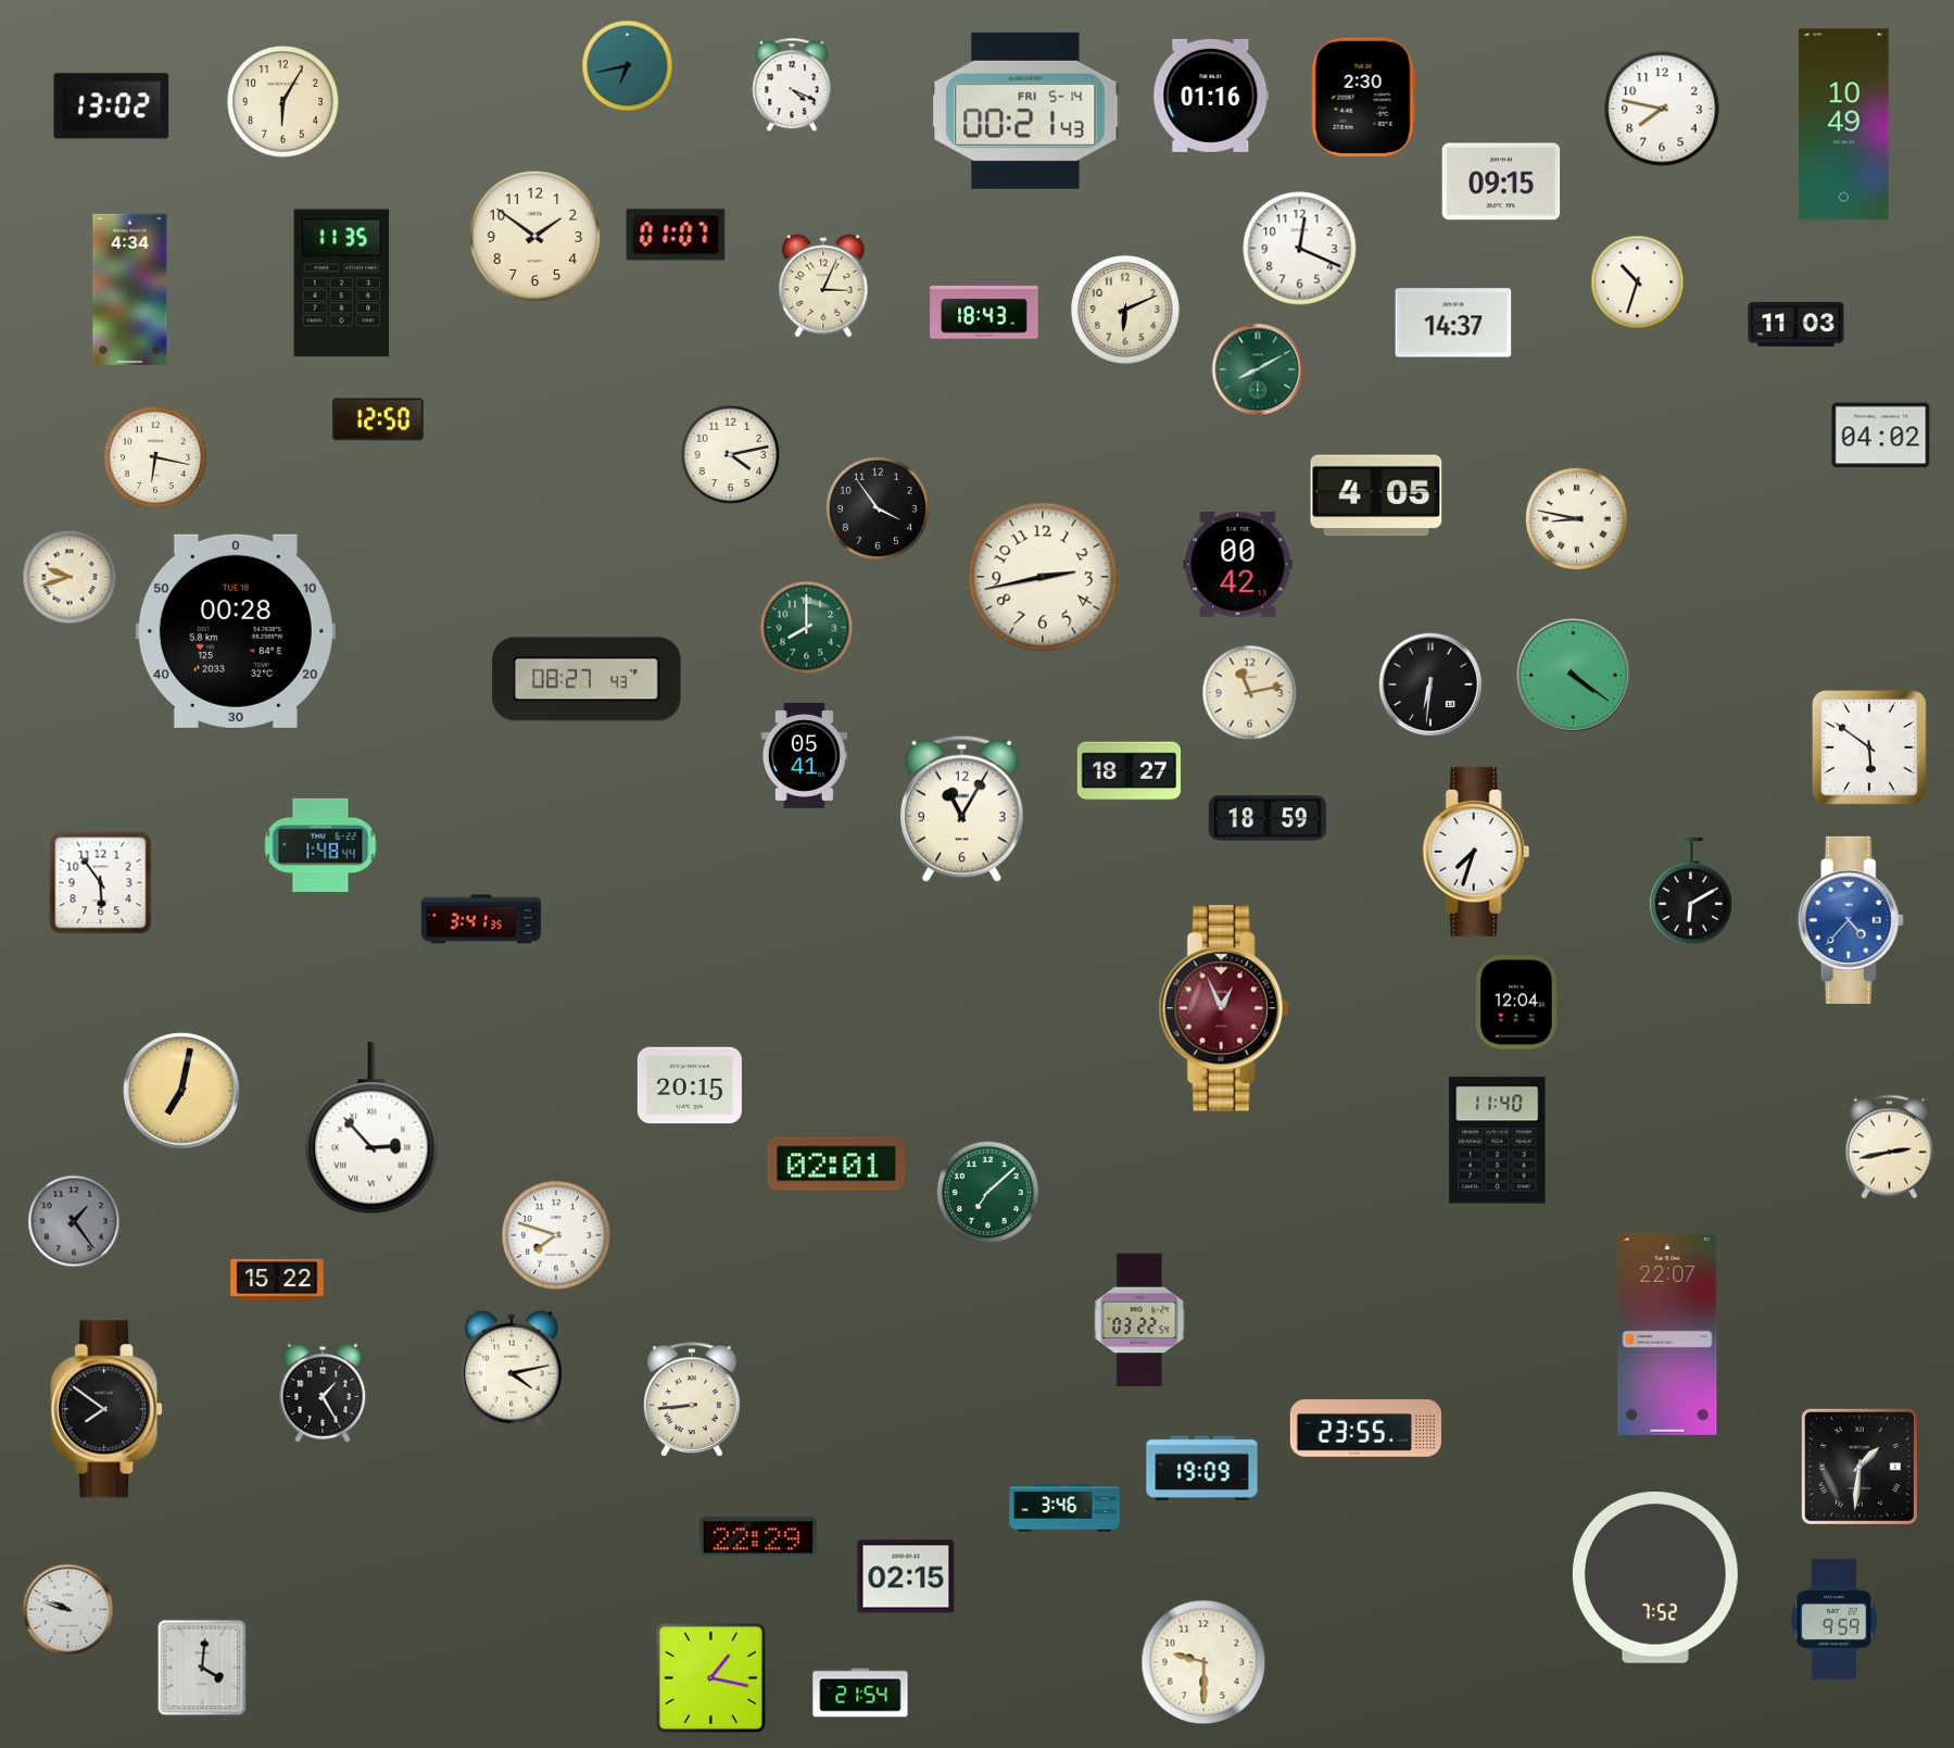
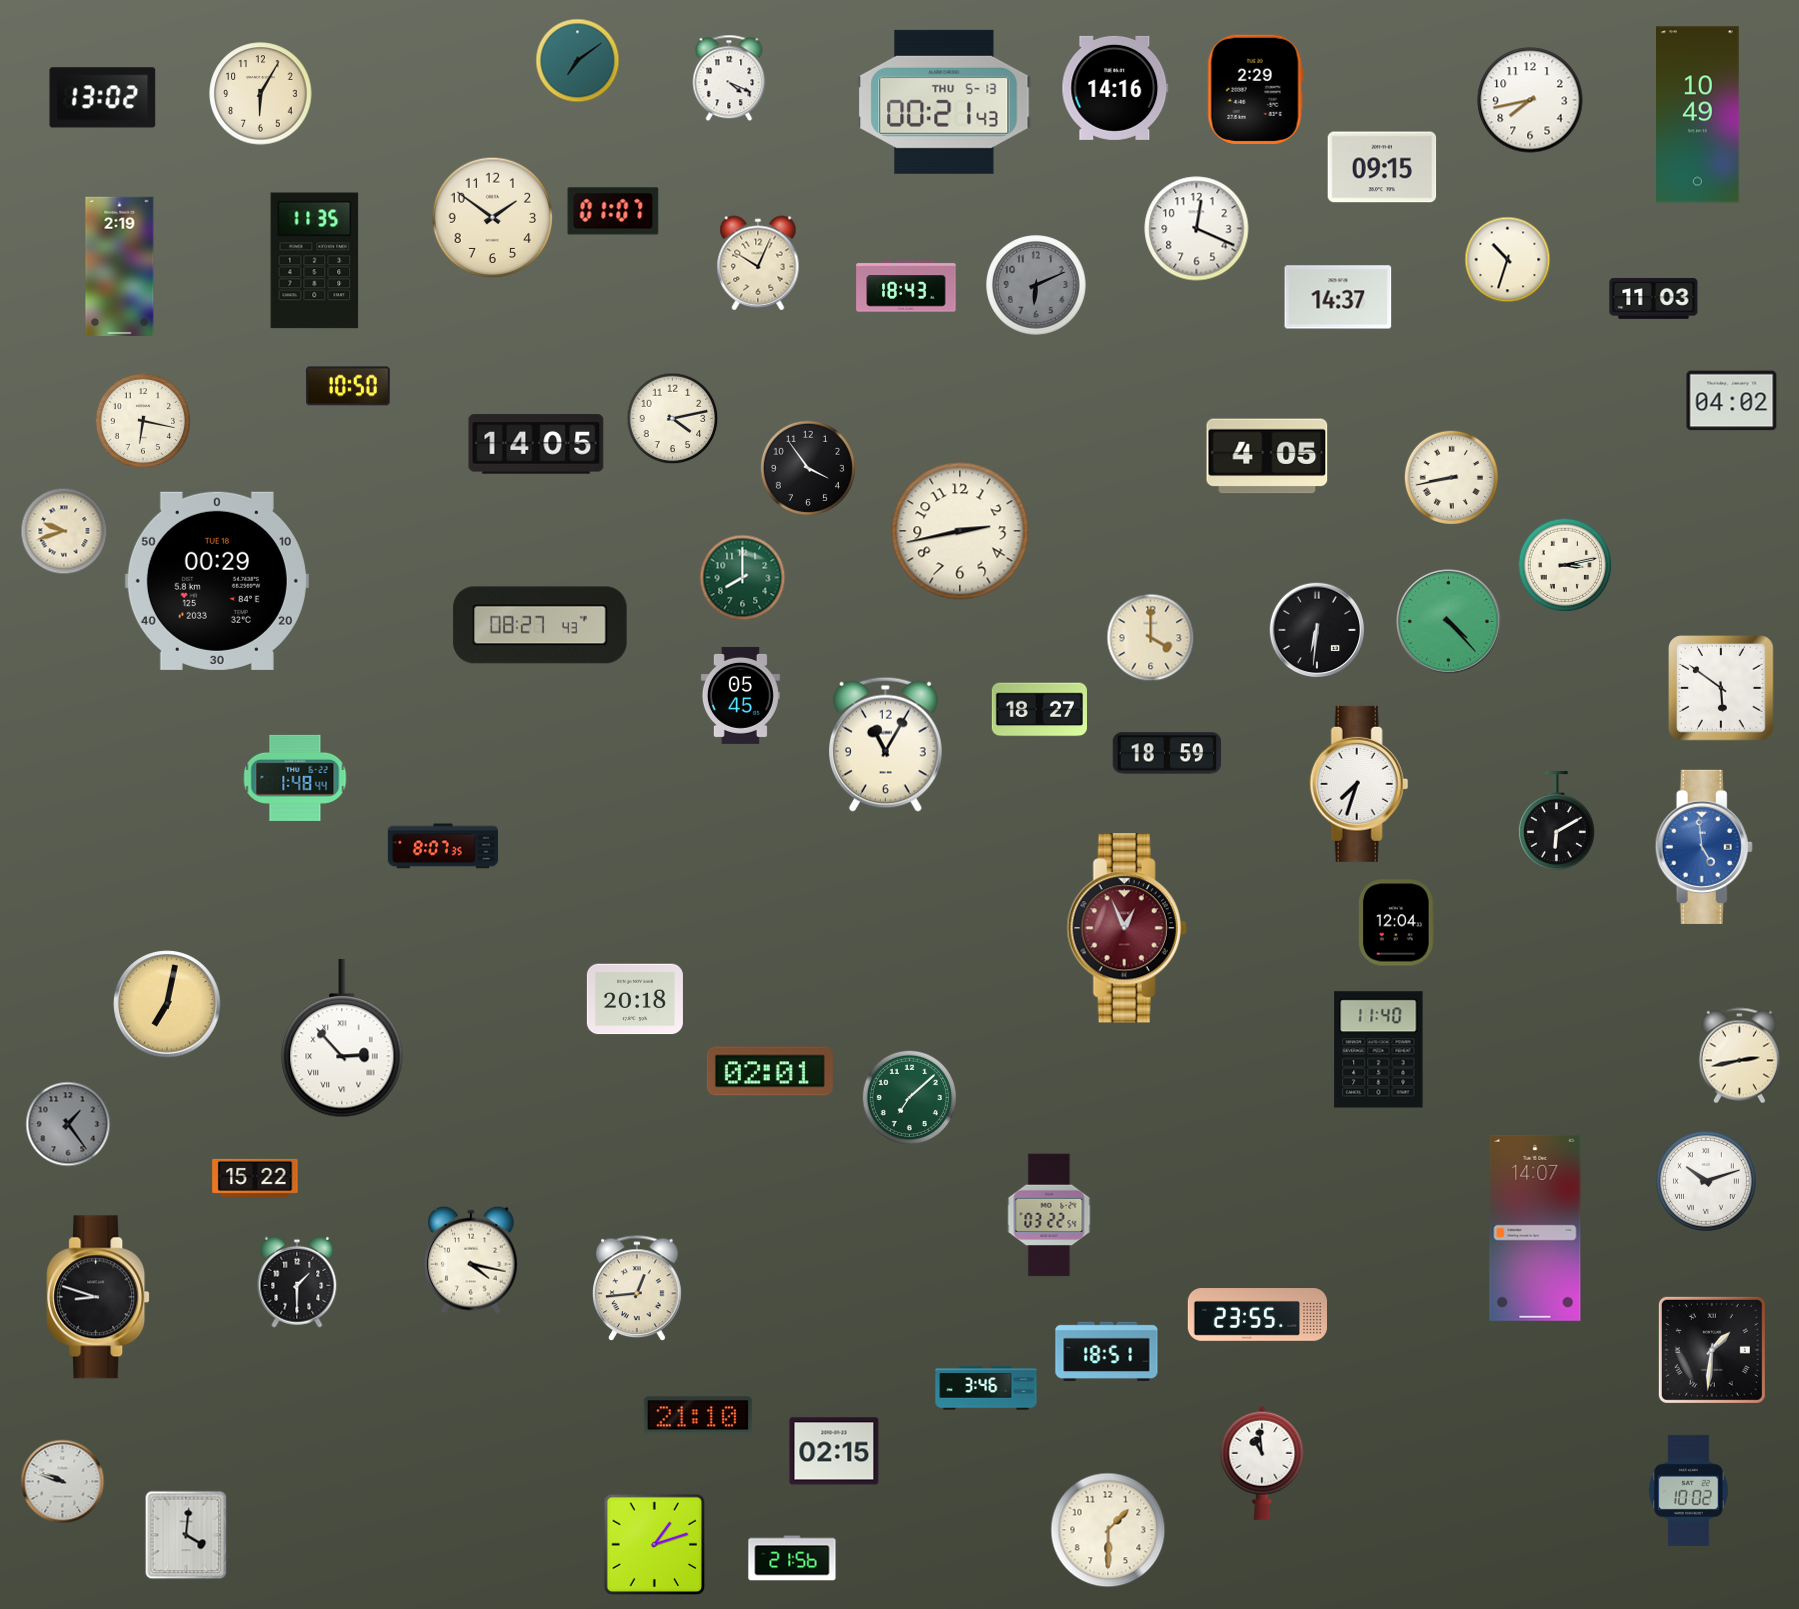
clock at (628, 66): 6:43 -> 7:09
clock at (1211, 96): 01:16 -> 14:16
clock at (1363, 97): 2:30 -> 2:29
clock at (1662, 109): 7:47 -> 7:43
clock at (1025, 111) date: FRI 5-14 -> THU 5-13
clock at (676, 235) position: (676, 235) -> (613, 211)
clock at (823, 286): 3:04 -> 10:04
clock at (130, 289): 4:34 -> 2:19
clock at (1125, 310) dial: cream -> grey
clock at (1258, 369): 8:10 -> none
clock at (378, 419): 12:50 -> 10:50
clock at (536, 444): none -> 14:05
clock at (1576, 518): 8:47 -> 8:43
clock at (1238, 565): 00:42 -> none
clock at (1565, 565): none -> 3:13
clock at (236, 631): 00:28 -> 00:29
clock at (1574, 676): 4:21 -> 4:23
clock at (1250, 693): 11:13 -> 4:00
clock at (804, 755): 05:41 -> 05:45
clock at (101, 883): 5:54 -> none
clock at (481, 919): 3:41 -> 8:07
clock at (1851, 920): 4:37 -> 4:59
clock at (690, 1085): 20:15 -> 20:18
clock at (556, 1235): 7:48 -> none
clock at (1706, 1181): none -> 10:12
clock at (1667, 1334): 22:07 -> 14:07
clock at (513, 1369): 4:13 -> 4:17
clock at (323, 1393): 1:25 -> 1:30
clock at (692, 1400): 8:44 -> 12:44
clock at (106, 1409): 7:51 -> 8:48
clock at (1202, 1468): 19:09 -> 18:51
clock at (1064, 1508) position: (1064, 1508) -> (986, 1388)
clock at (758, 1537): 22:29 -> 21:10
clock at (1655, 1577): 7:52 -> none
clock at (1262, 1463): none -> 10:59
clock at (1833, 1619): 9:59 -> 10:02
clock at (1203, 1662): 9:30 -> 1:30
clock at (711, 1678): 1:17 -> 1:12
clock at (860, 1693): 21:54 -> 21:56
